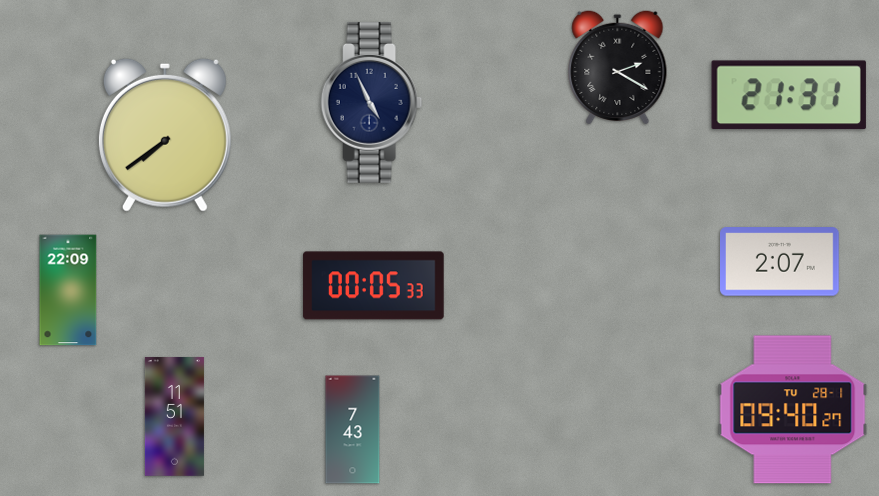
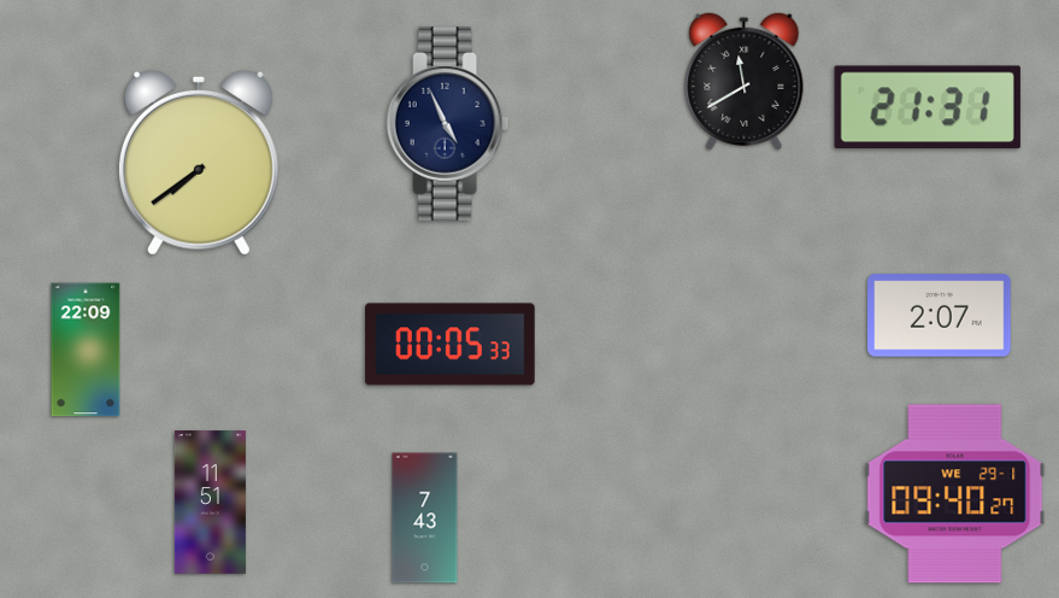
clock at (618, 66): 2:20 -> 11:40
clock at (789, 95) position: (789, 95) -> (928, 107)
clock at (68, 290) position: (68, 290) -> (86, 350)
clock at (793, 410) date: TU 28-1 -> WE 29-1
